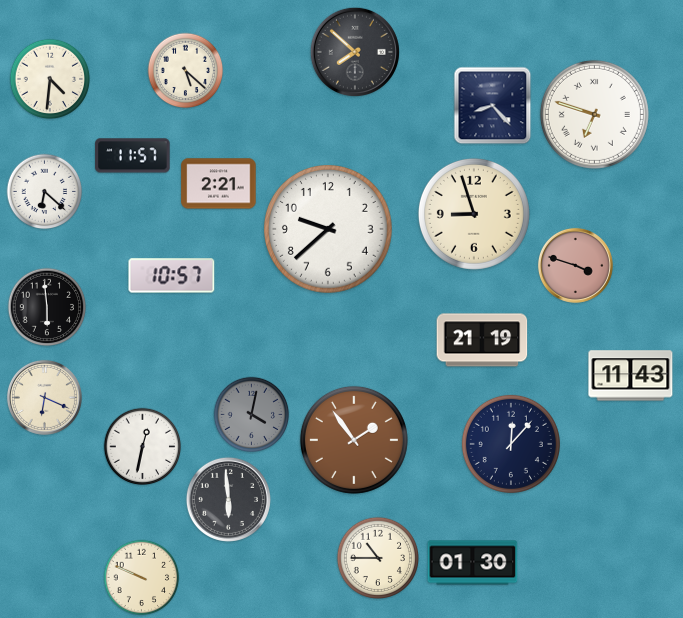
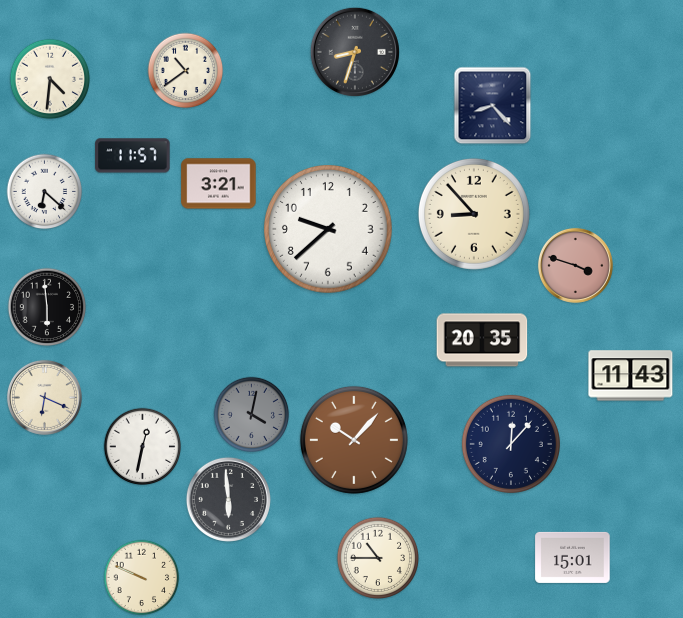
clock at (355, 52): 7:52 -> 8:33
clock at (186, 71): 5:22 -> 10:39
clock at (594, 114): 6:48 -> none
clock at (219, 184): 2:21 -> 3:21
clock at (474, 214): 8:57 -> 8:53
clock at (172, 276): 10:57 -> none
clock at (482, 340): 21:19 -> 20:35
clock at (354, 440): 1:54 -> 10:07
clock at (573, 557): none -> 15:01
clock at (473, 563): 01:30 -> none
